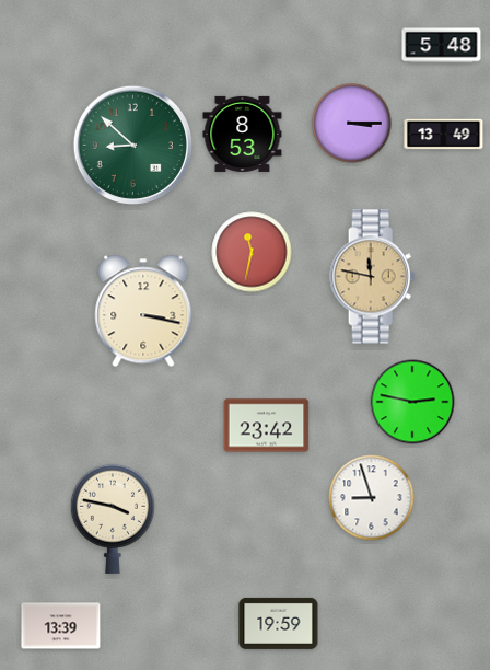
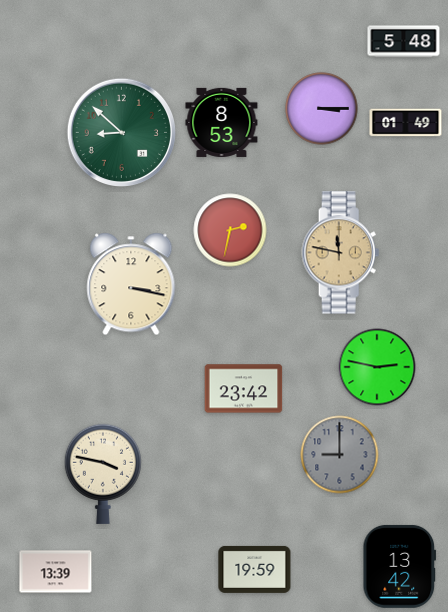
clock at (352, 124) position: (352, 124) -> (322, 109)
clock at (444, 135): 13:49 -> 01:49
clock at (252, 252): 11:32 -> 2:32
clock at (372, 498): 8:57 -> 9:00
clock at (372, 498) dial: white -> grey
clock at (400, 566): none -> 13:42
